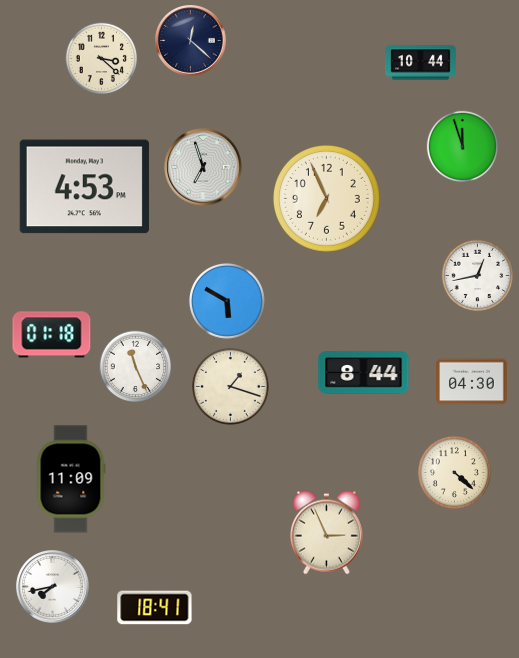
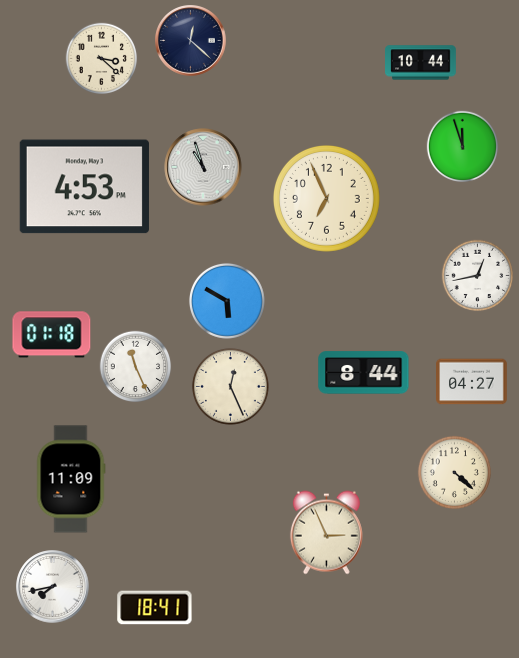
clock at (203, 167): 6:57 -> 10:57
clock at (472, 382): 04:30 -> 04:27
clock at (231, 387): 1:18 -> 12:26
